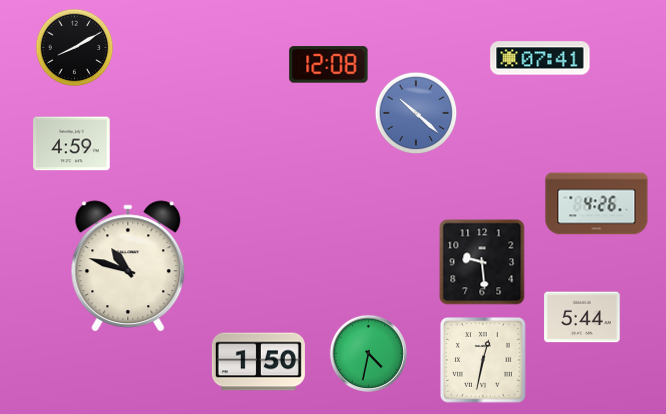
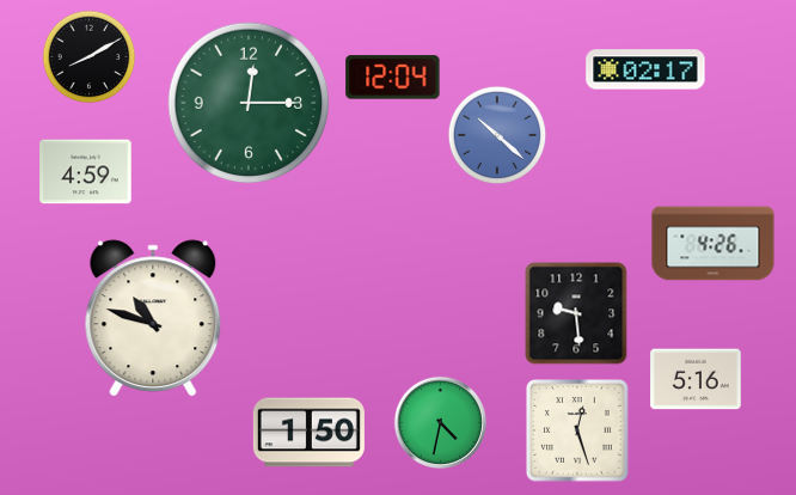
clock at (540, 58): 07:41 -> 02:17
clock at (329, 65): 12:08 -> 12:04
clock at (249, 103): none -> 12:15
clock at (582, 317): 5:44 -> 5:16
clock at (484, 361): 12:32 -> 12:27
